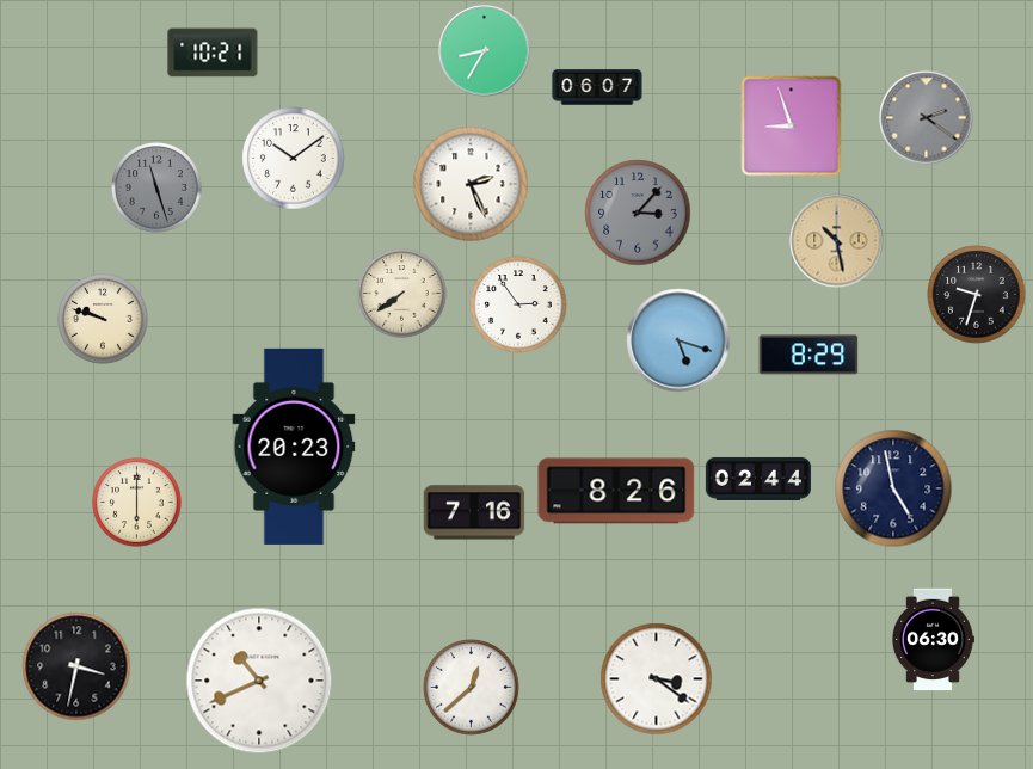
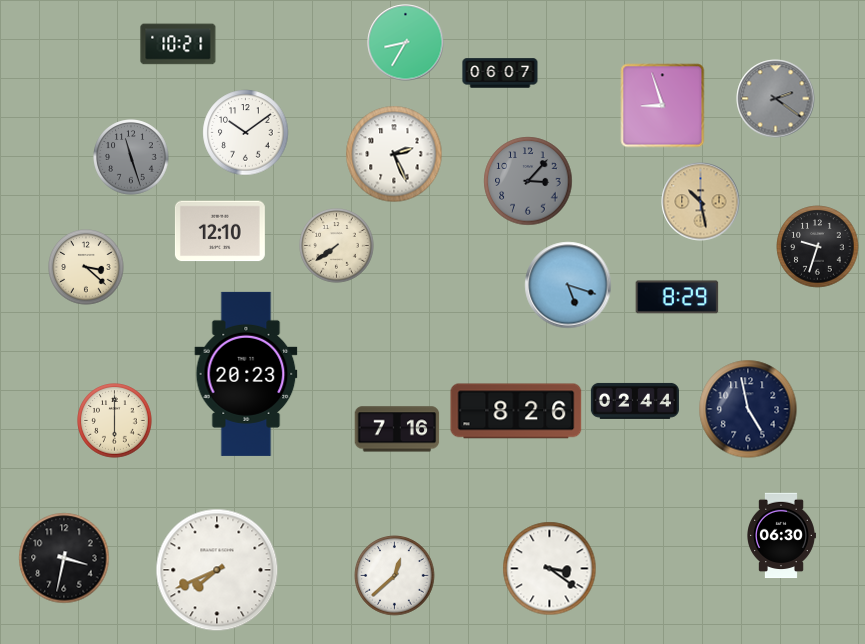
clock at (638, 213) position: (638, 213) -> (528, 181)
clock at (220, 231): none -> 12:10
clock at (518, 304): 2:54 -> none
clock at (103, 319): 9:48 -> 3:22
clock at (259, 681): 10:41 -> 7:41
